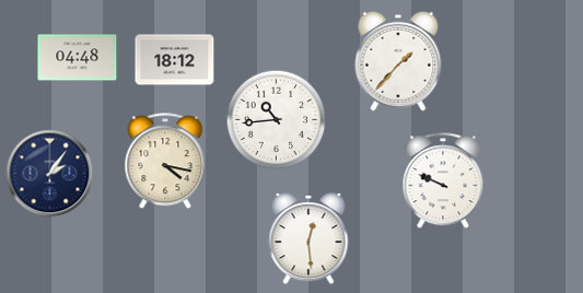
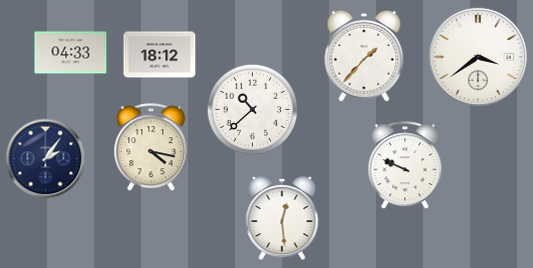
clock at (78, 58): 04:48 -> 04:33
clock at (478, 57): none -> 3:39
clock at (277, 120): 10:44 -> 10:38
